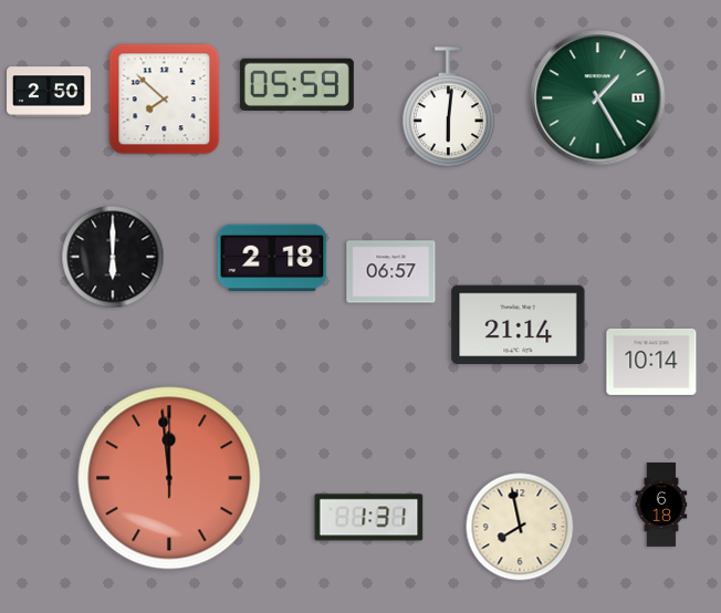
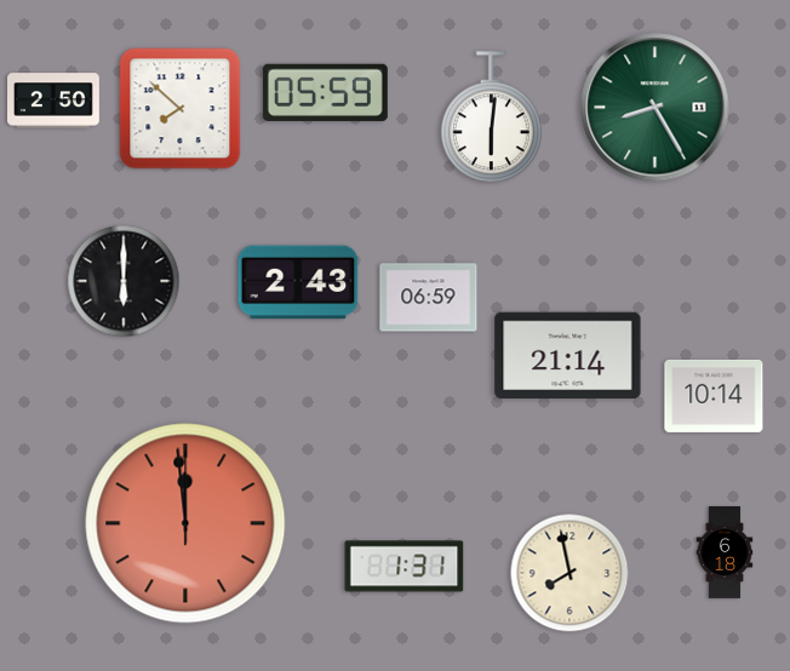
clock at (598, 98): 1:25 -> 8:25
clock at (272, 258): 2:18 -> 2:43
clock at (391, 272): 06:57 -> 06:59
clock at (520, 527) position: (520, 527) -> (569, 573)
